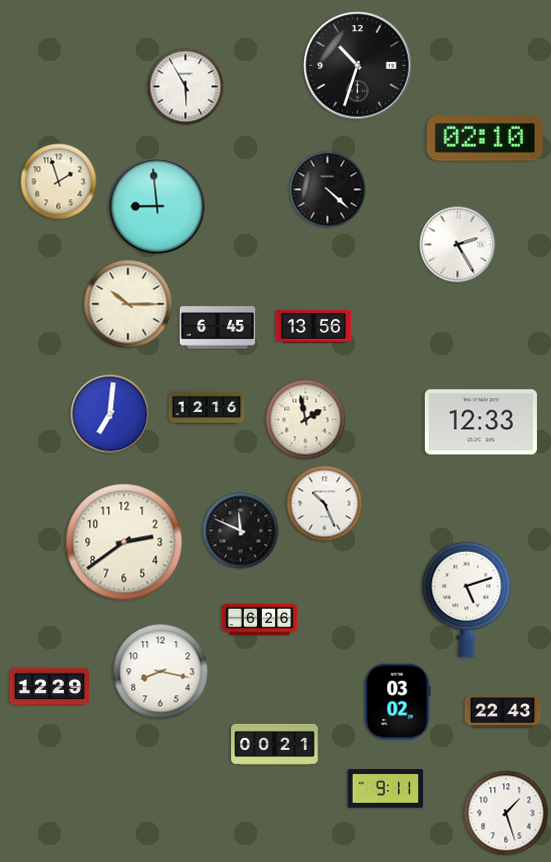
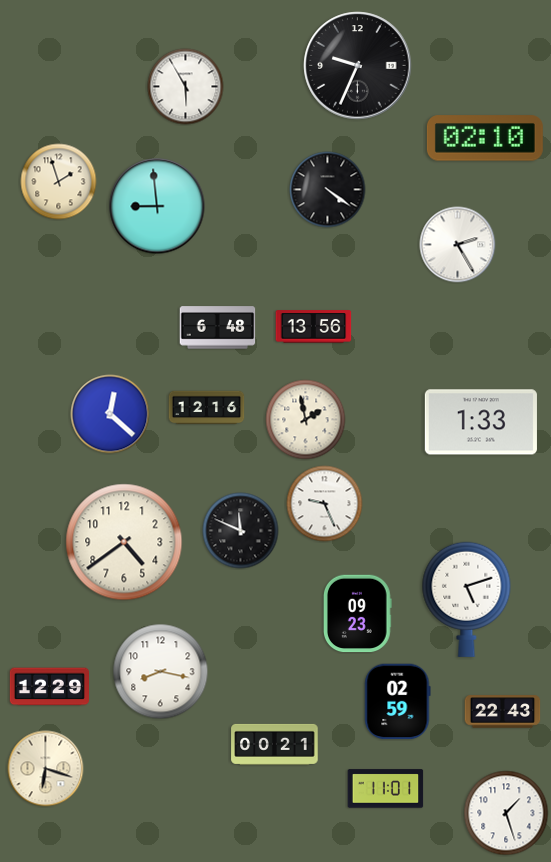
clock at (358, 66): 10:33 -> 9:34
clock at (328, 190): 4:22 -> 4:21
clock at (128, 304): 10:15 -> none
clock at (218, 328): 6:45 -> 6:48
clock at (110, 414): 7:01 -> 12:22
clock at (481, 422): 12:33 -> 1:33
clock at (325, 504): 10:26 -> 9:26
clock at (124, 542): 2:39 -> 4:39
clock at (357, 614): none -> 09:23
clock at (260, 620): 6:26 -> none
clock at (398, 702): 03:02 -> 02:59
clock at (46, 769): none -> 6:18
clock at (386, 789): 9:11 -> 11:01
